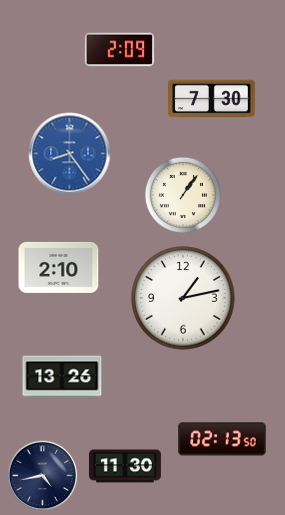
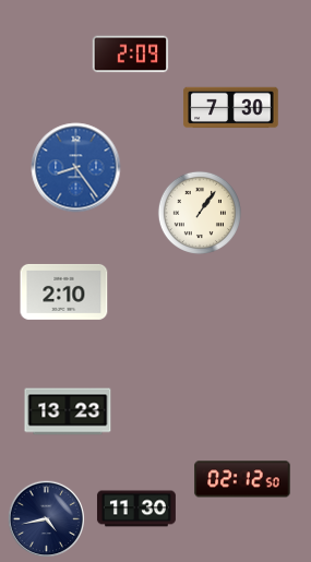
clock at (183, 298): 1:13 -> none
clock at (62, 377): 13:26 -> 13:23
clock at (222, 439): 02:13 -> 02:12
